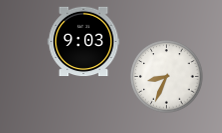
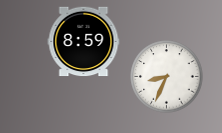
clock at (84, 42): 9:03 -> 8:59
